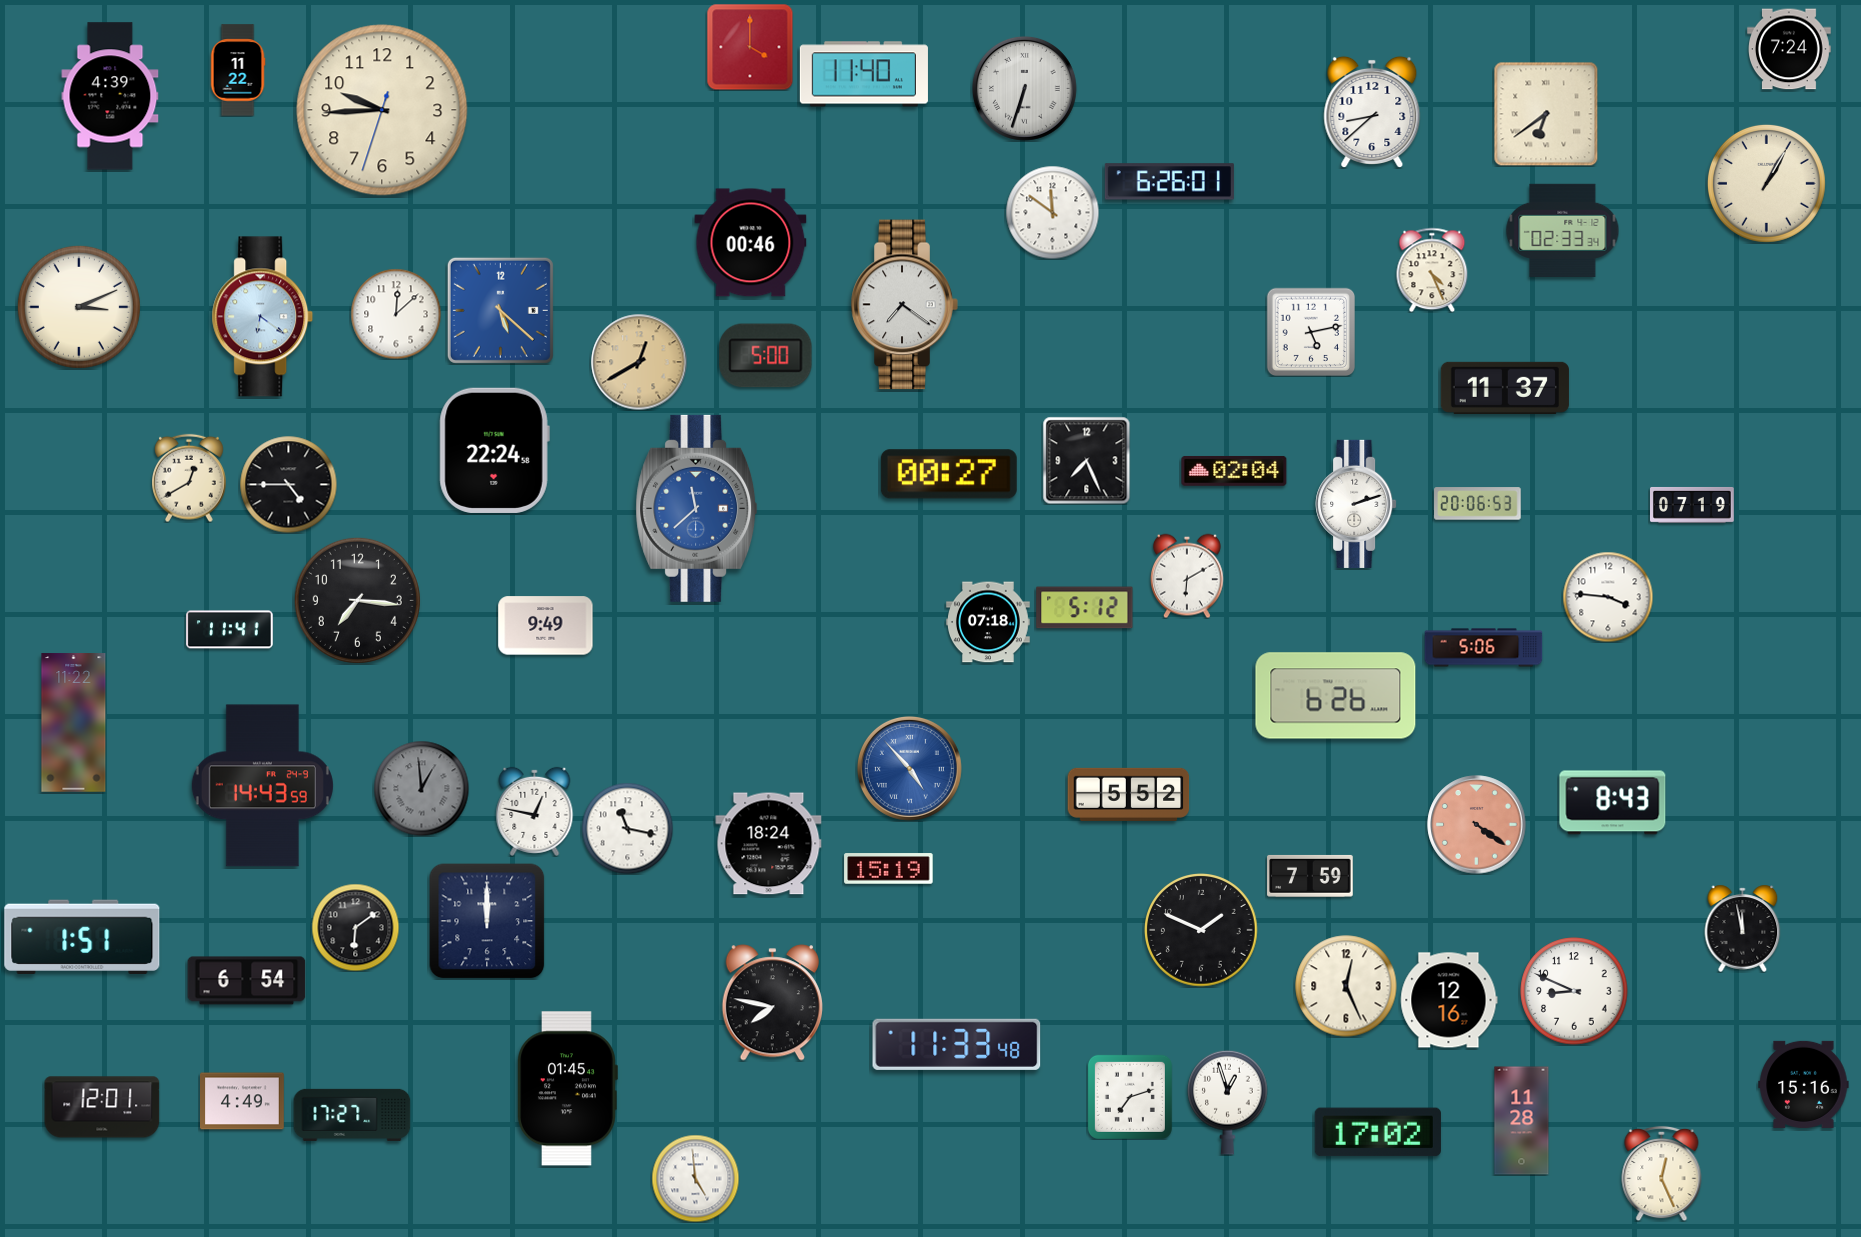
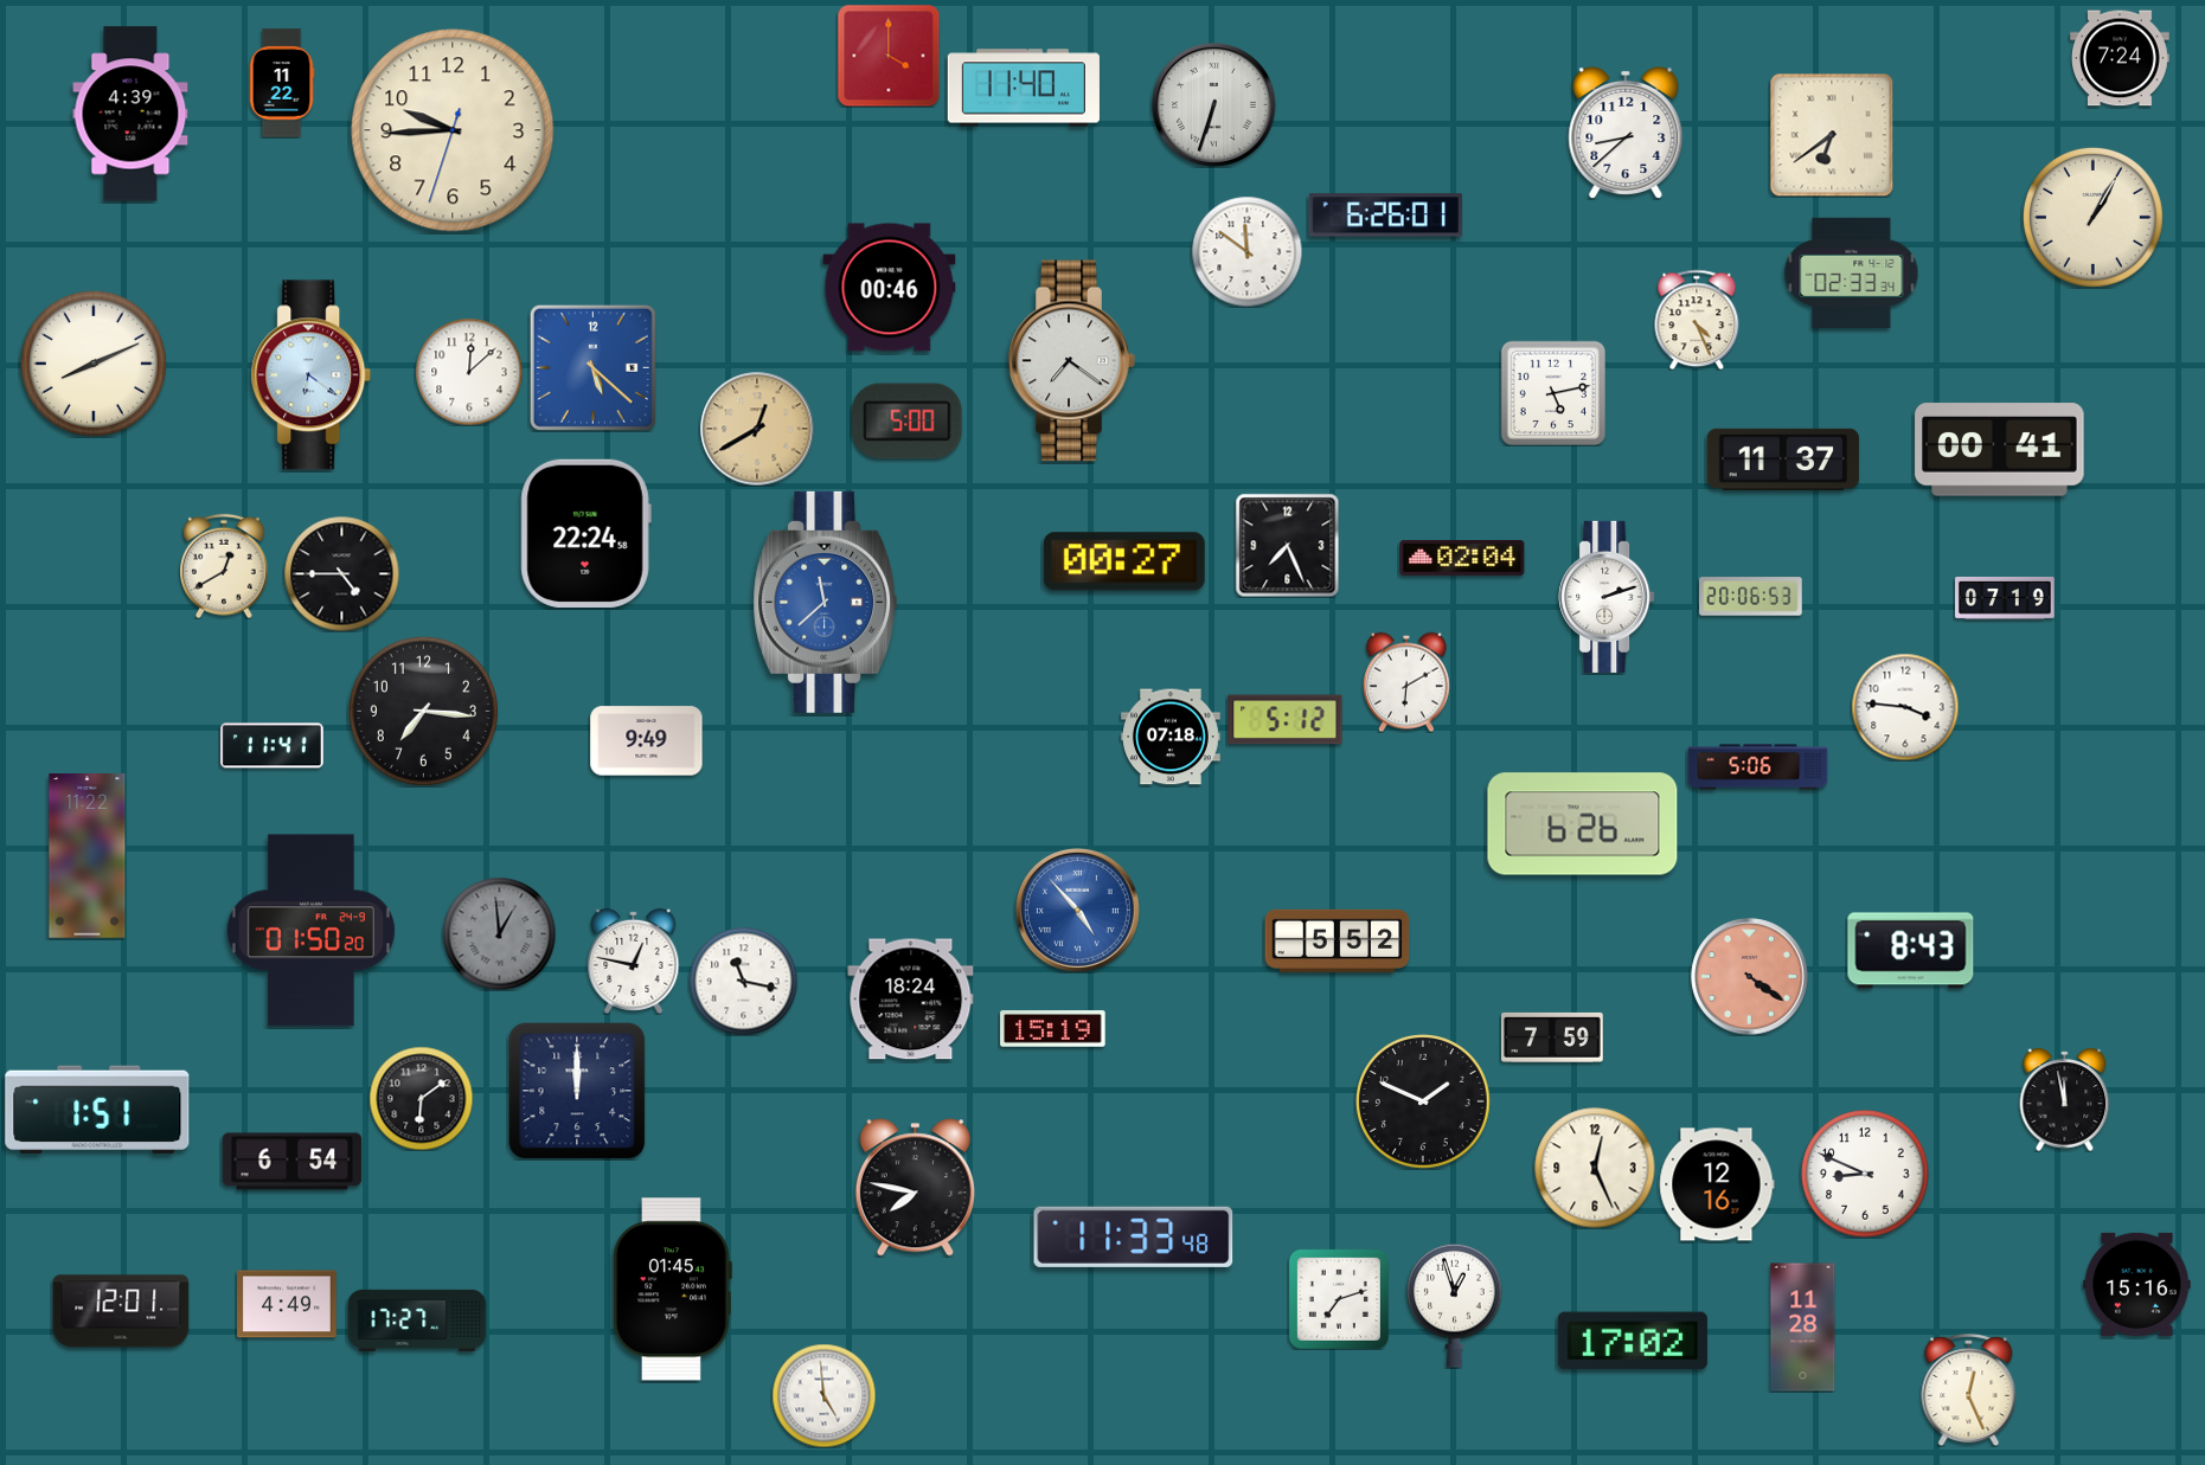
clock at (79, 307): 3:11 -> 8:11
clock at (2000, 450): none -> 00:41
clock at (262, 786): 14:43 -> 01:50
